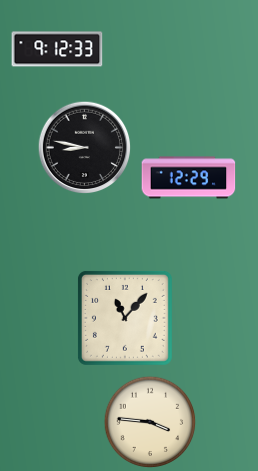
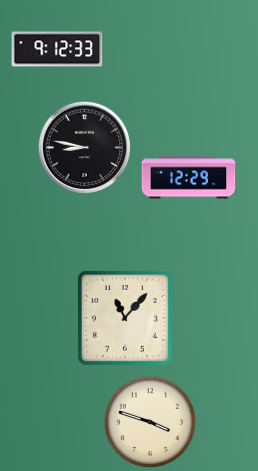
clock at (150, 422): 3:46 -> 3:48
